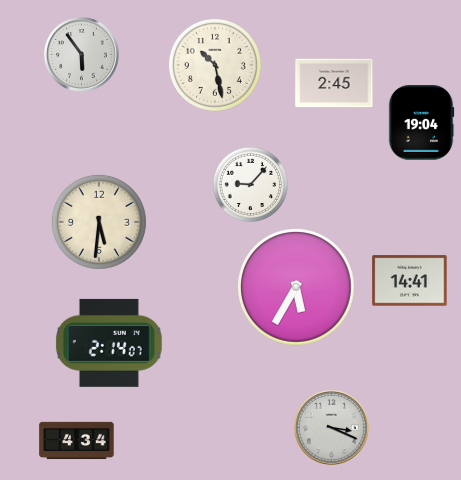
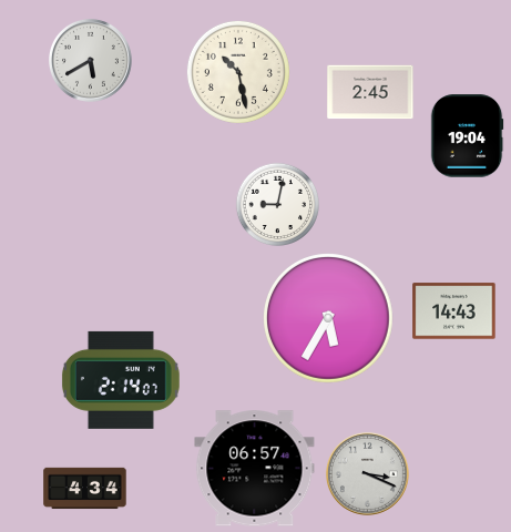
clock at (81, 54): 5:54 -> 5:40
clock at (251, 185): 9:07 -> 9:02
clock at (99, 222): 5:31 -> none
clock at (410, 281): 14:41 -> 14:43
clock at (255, 469): none -> 06:57
